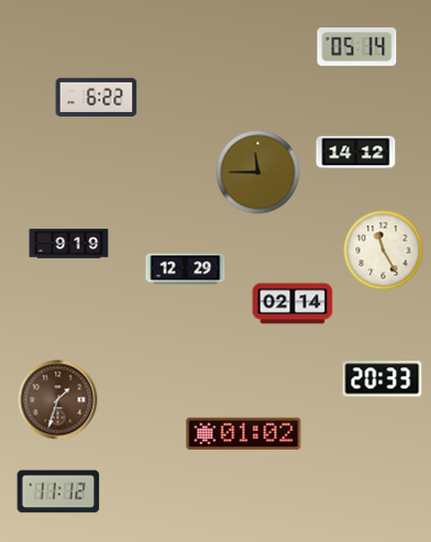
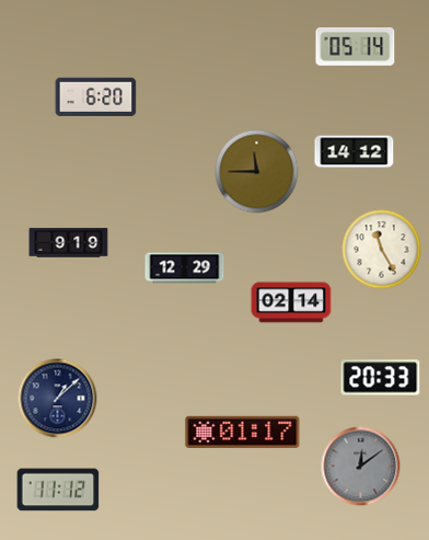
clock at (97, 97): 6:22 -> 6:20
clock at (58, 400): 1:33 -> 1:08
clock at (58, 400) dial: brown -> navy
clock at (244, 433): 01:02 -> 01:17
clock at (361, 467): none -> 12:09
